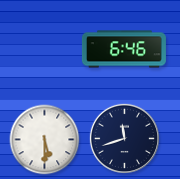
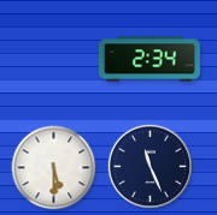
clock at (124, 49): 6:46 -> 2:34
clock at (124, 138): 11:42 -> 11:26
